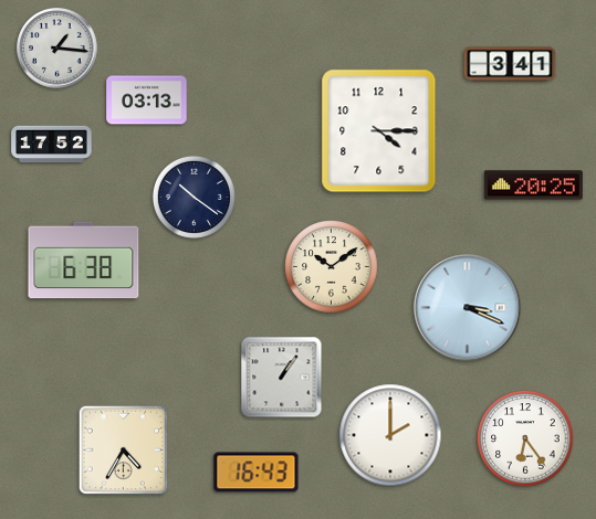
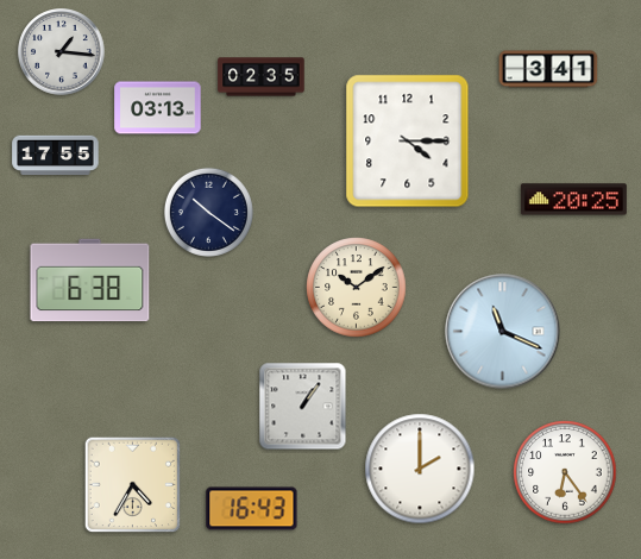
clock at (262, 77): none -> 02:35
clock at (52, 145): 17:52 -> 17:55
clock at (468, 308): 3:19 -> 11:19
clock at (257, 473) position: (257, 473) -> (252, 509)
